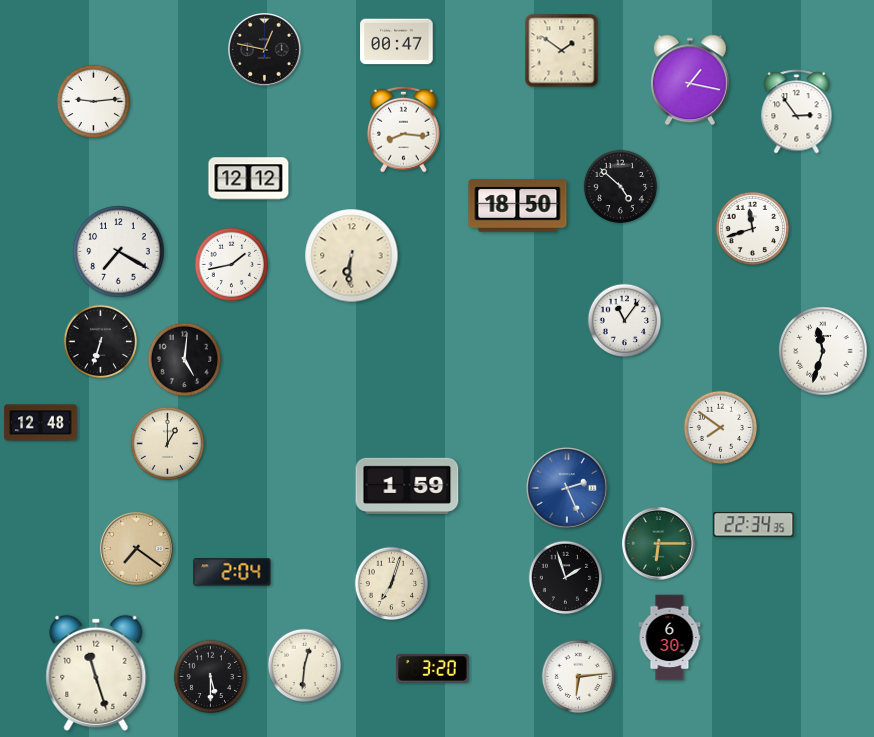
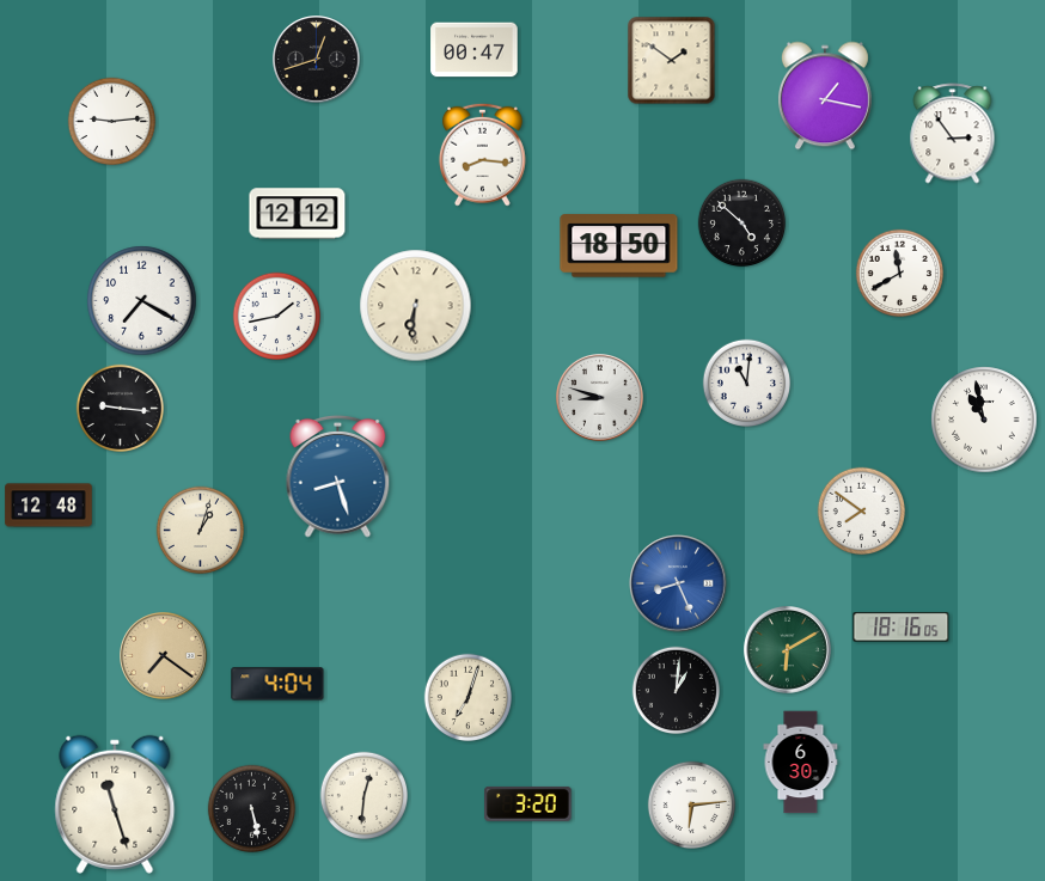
clock at (265, 50): 12:47 -> 12:42
clock at (753, 229): 11:42 -> 11:40
clock at (352, 256) position: (352, 256) -> (416, 306)
clock at (625, 321): 11:06 -> 11:01
clock at (600, 398): none -> 8:48
clock at (101, 342): 6:33 -> 9:16
clock at (823, 351): 11:33 -> 10:58
clock at (185, 360): 5:01 -> none
clock at (338, 477): none -> 8:27
clock at (168, 444): 1:00 -> 1:03
clock at (407, 486): 1:59 -> none
clock at (567, 488): 2:26 -> 8:26
clock at (754, 525): 22:34 -> 18:16
clock at (659, 544): 6:15 -> 6:10
clock at (232, 572): 2:04 -> 4:04
clock at (566, 578): 1:57 -> 1:01
clock at (433, 668) position: (433, 668) -> (528, 803)
clock at (211, 677): 5:30 -> 5:28
clock at (579, 677) position: (579, 677) -> (692, 806)
